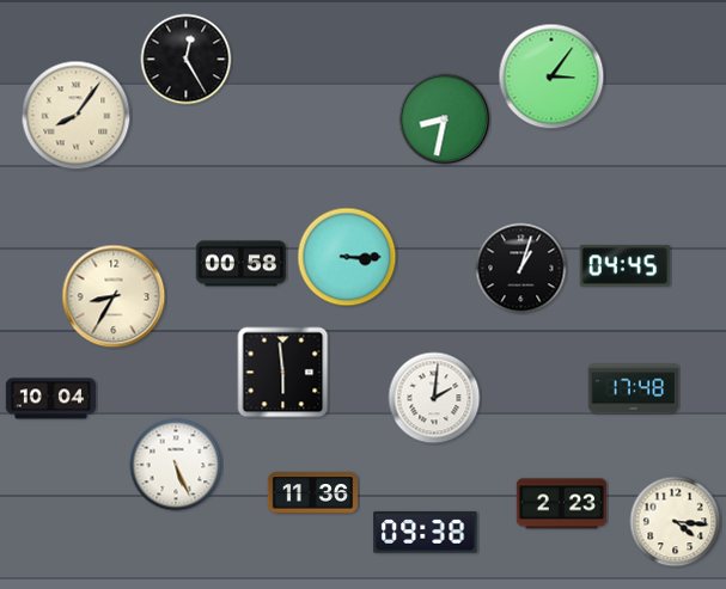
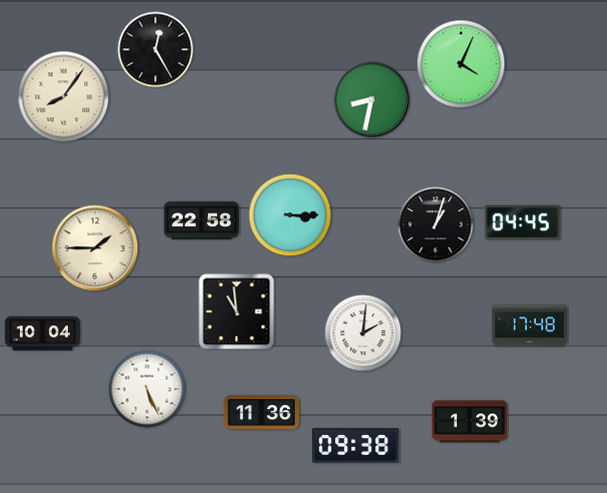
clock at (551, 76): 3:06 -> 4:04
clock at (240, 264): 00:58 -> 22:58
clock at (114, 296): 8:35 -> 1:45
clock at (283, 373): 5:59 -> 10:59
clock at (561, 504): 2:23 -> 1:39
clock at (676, 522): 4:16 -> none
